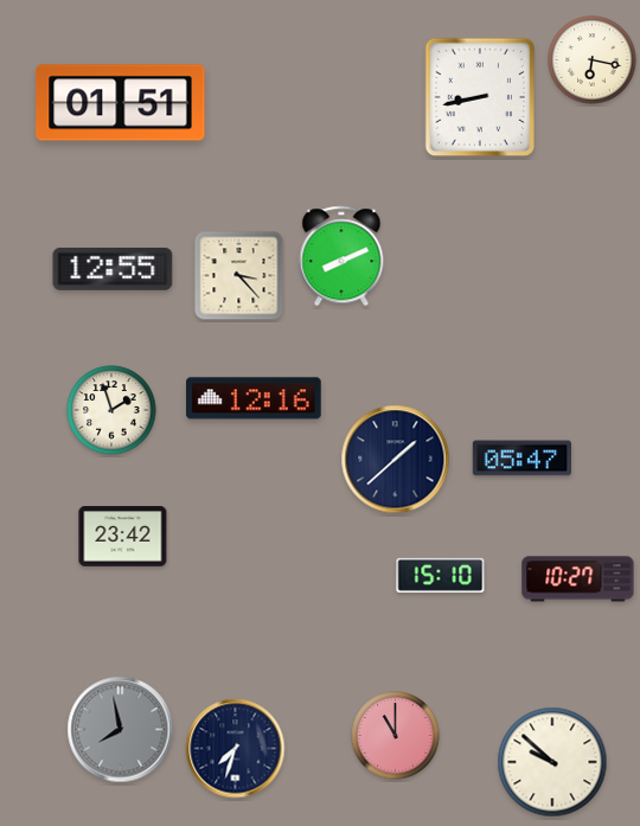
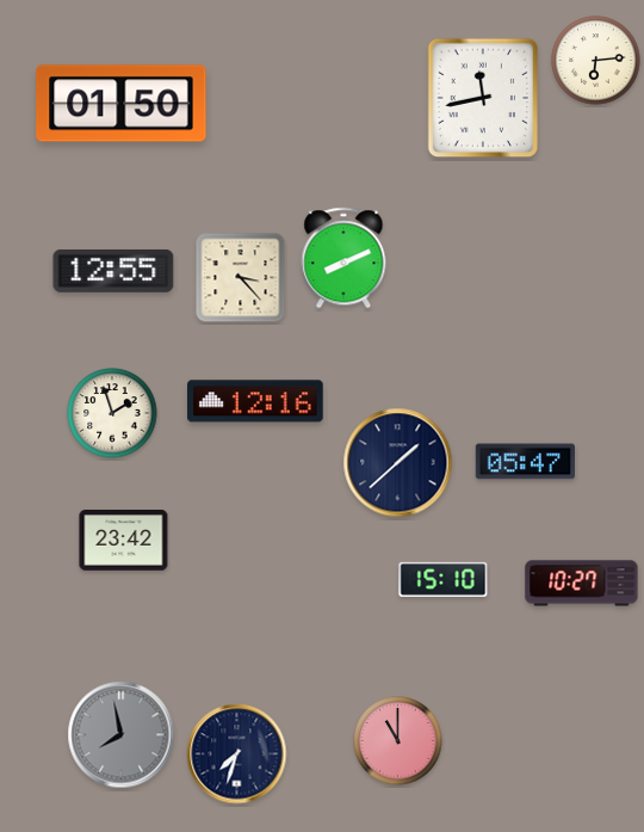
clock at (593, 60): 6:17 -> 6:14
clock at (479, 97): 8:43 -> 11:43
clock at (121, 103): 01:51 -> 01:50
clock at (552, 762): 9:52 -> none
